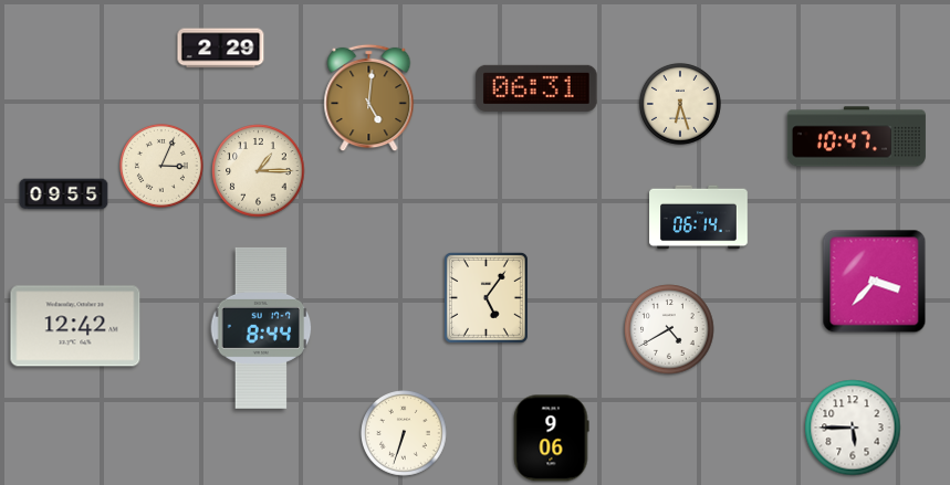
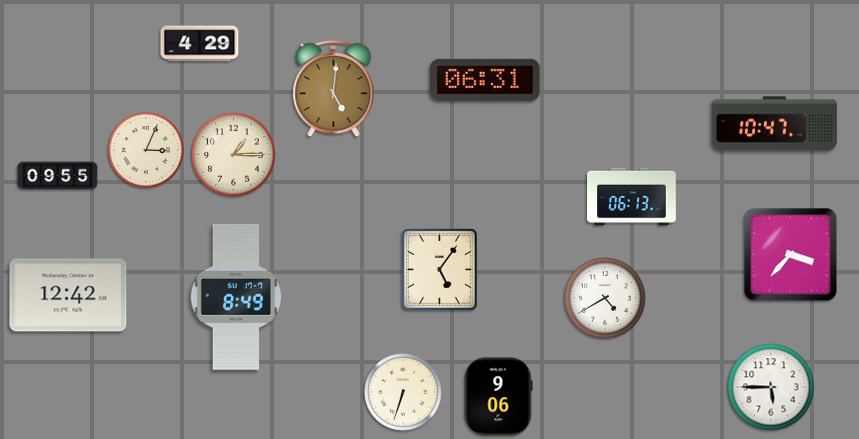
clock at (221, 49): 2:29 -> 4:29
clock at (680, 104): 6:27 -> none
clock at (699, 218): 06:14 -> 06:13
clock at (261, 328): 8:44 -> 8:49
clock at (405, 434) position: (405, 434) -> (404, 393)
